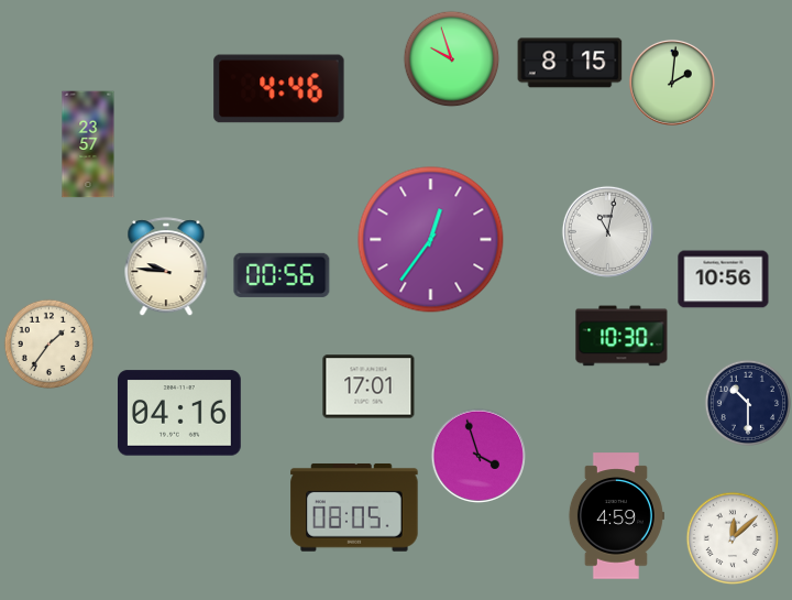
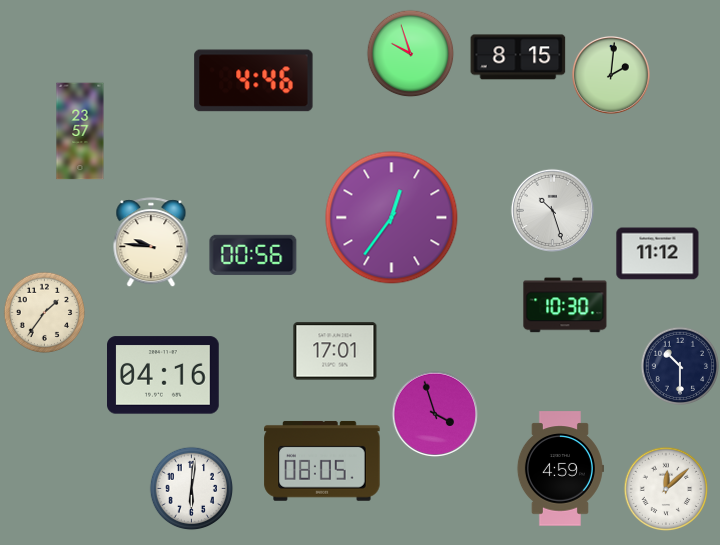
clock at (607, 231): 11:02 -> 10:27
clock at (282, 275) position: (282, 275) -> (253, 255)
clock at (724, 280): 10:56 -> 11:12
clock at (191, 488): none -> 6:01
